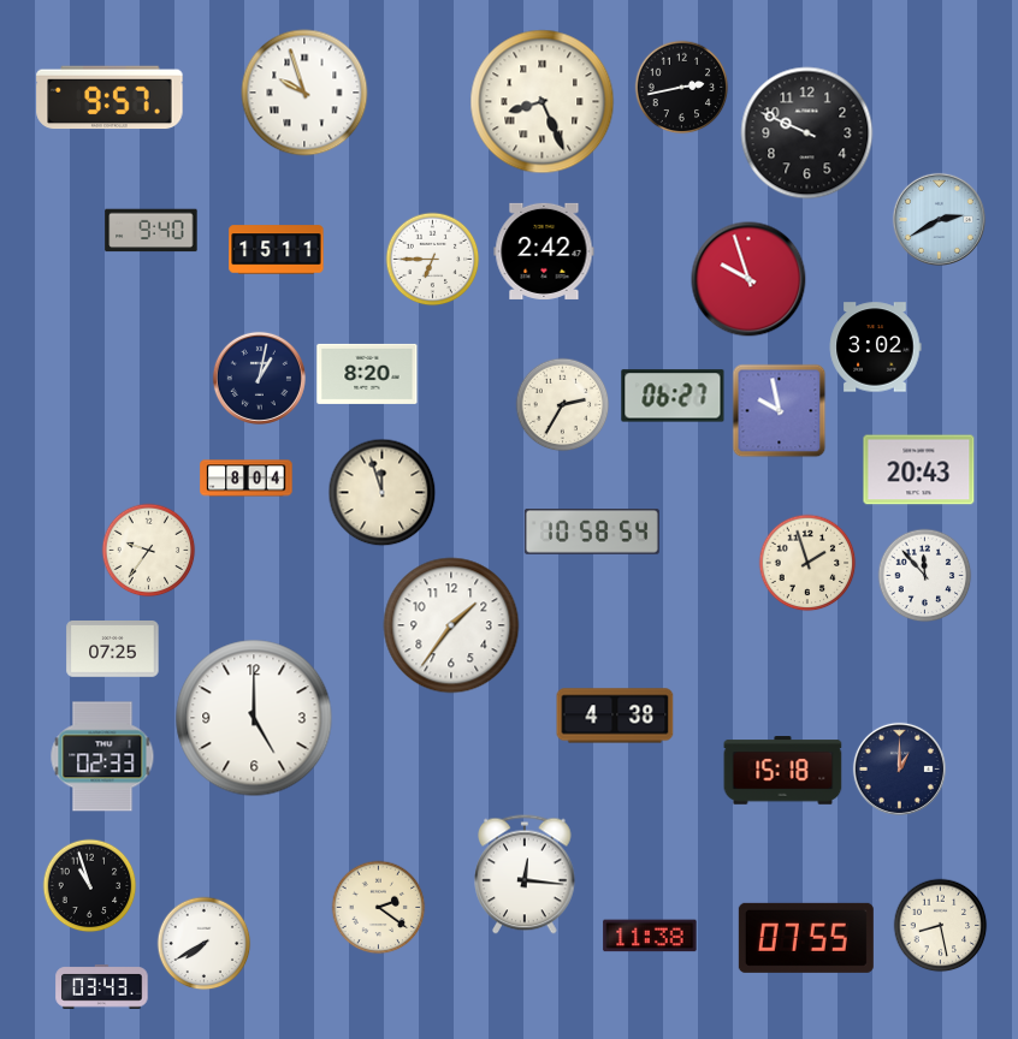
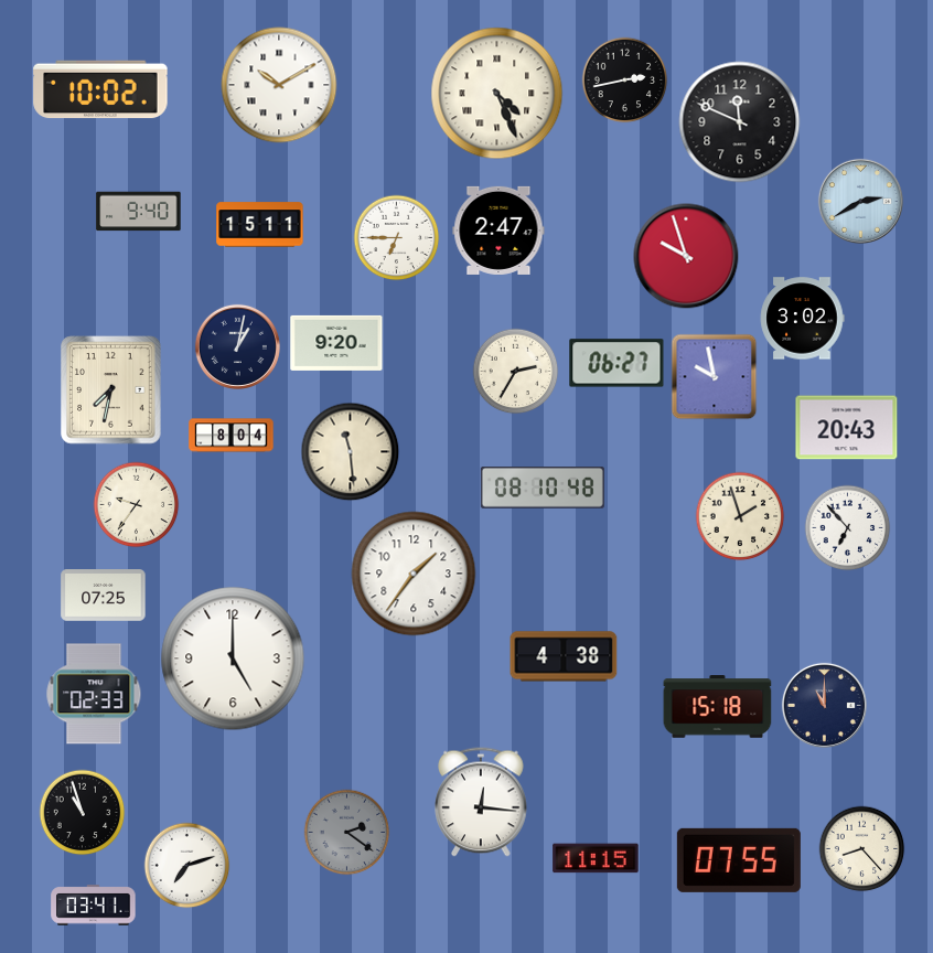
clock at (304, 93): 9:57 -> 10:10
clock at (110, 97): 9:57 -> 10:02
clock at (543, 102): 8:26 -> 4:26
clock at (807, 133): 9:49 -> 11:49
clock at (277, 250) position: (277, 250) -> (260, 225)
clock at (544, 251): 2:42 -> 2:47
clock at (367, 374): 8:20 -> 9:20
clock at (111, 390): none -> 7:32
clock at (919, 470) position: (919, 470) -> (847, 428)
clock at (247, 479) position: (247, 479) -> (232, 436)
clock at (381, 492): 11:57 -> 11:29
clock at (592, 533): 10:58 -> 08:10
clock at (924, 575): 11:53 -> 6:53
clock at (899, 768): 1:00 -> 11:00
clock at (378, 907) dial: cream -> grey
clock at (940, 925): 8:28 -> 8:23
clock at (650, 936): 11:38 -> 11:15
clock at (203, 943): 7:40 -> 7:12
clock at (102, 987): 03:43 -> 03:41
